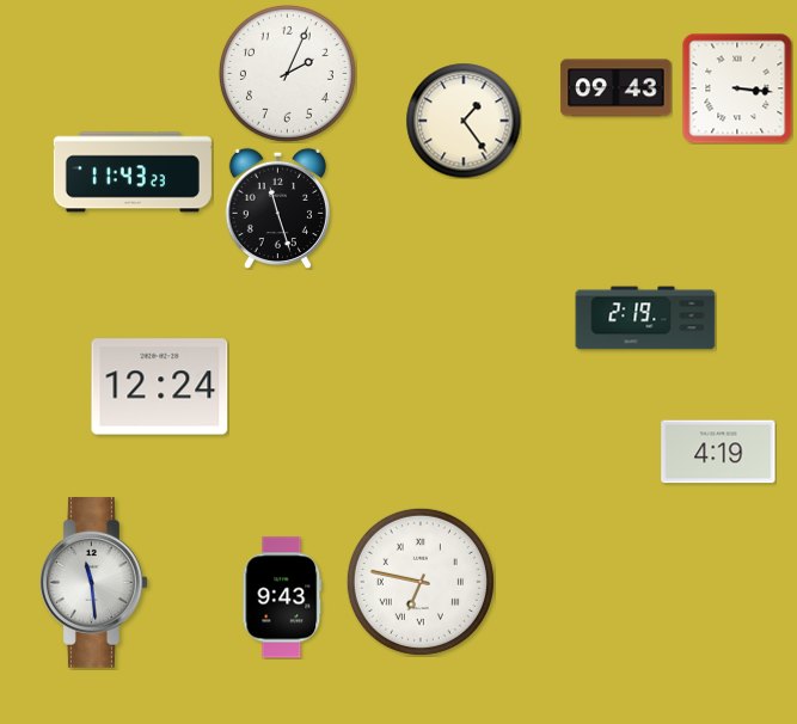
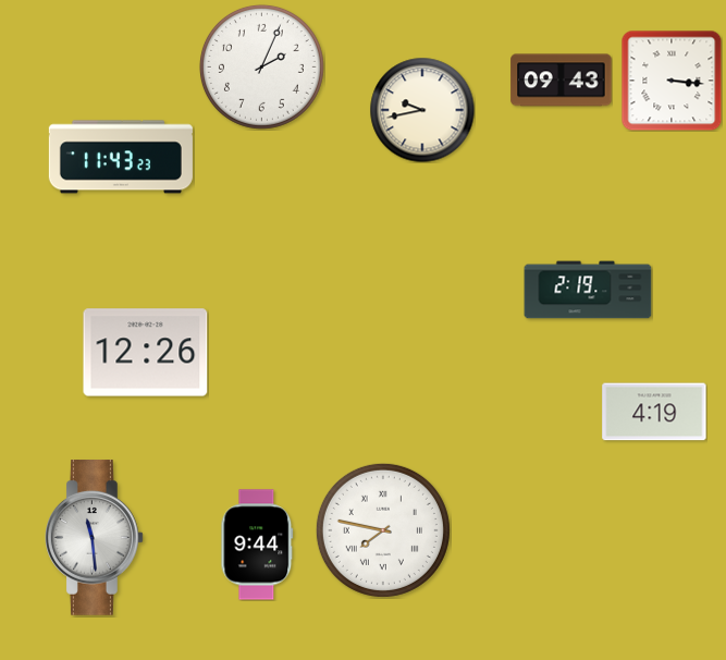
clock at (464, 121): 1:24 -> 9:43
clock at (277, 208): 11:27 -> none
clock at (160, 387): 12:24 -> 12:26
clock at (421, 582): 6:47 -> 7:47
clock at (94, 583) position: (94, 583) -> (95, 538)
clock at (282, 597): 9:43 -> 9:44
